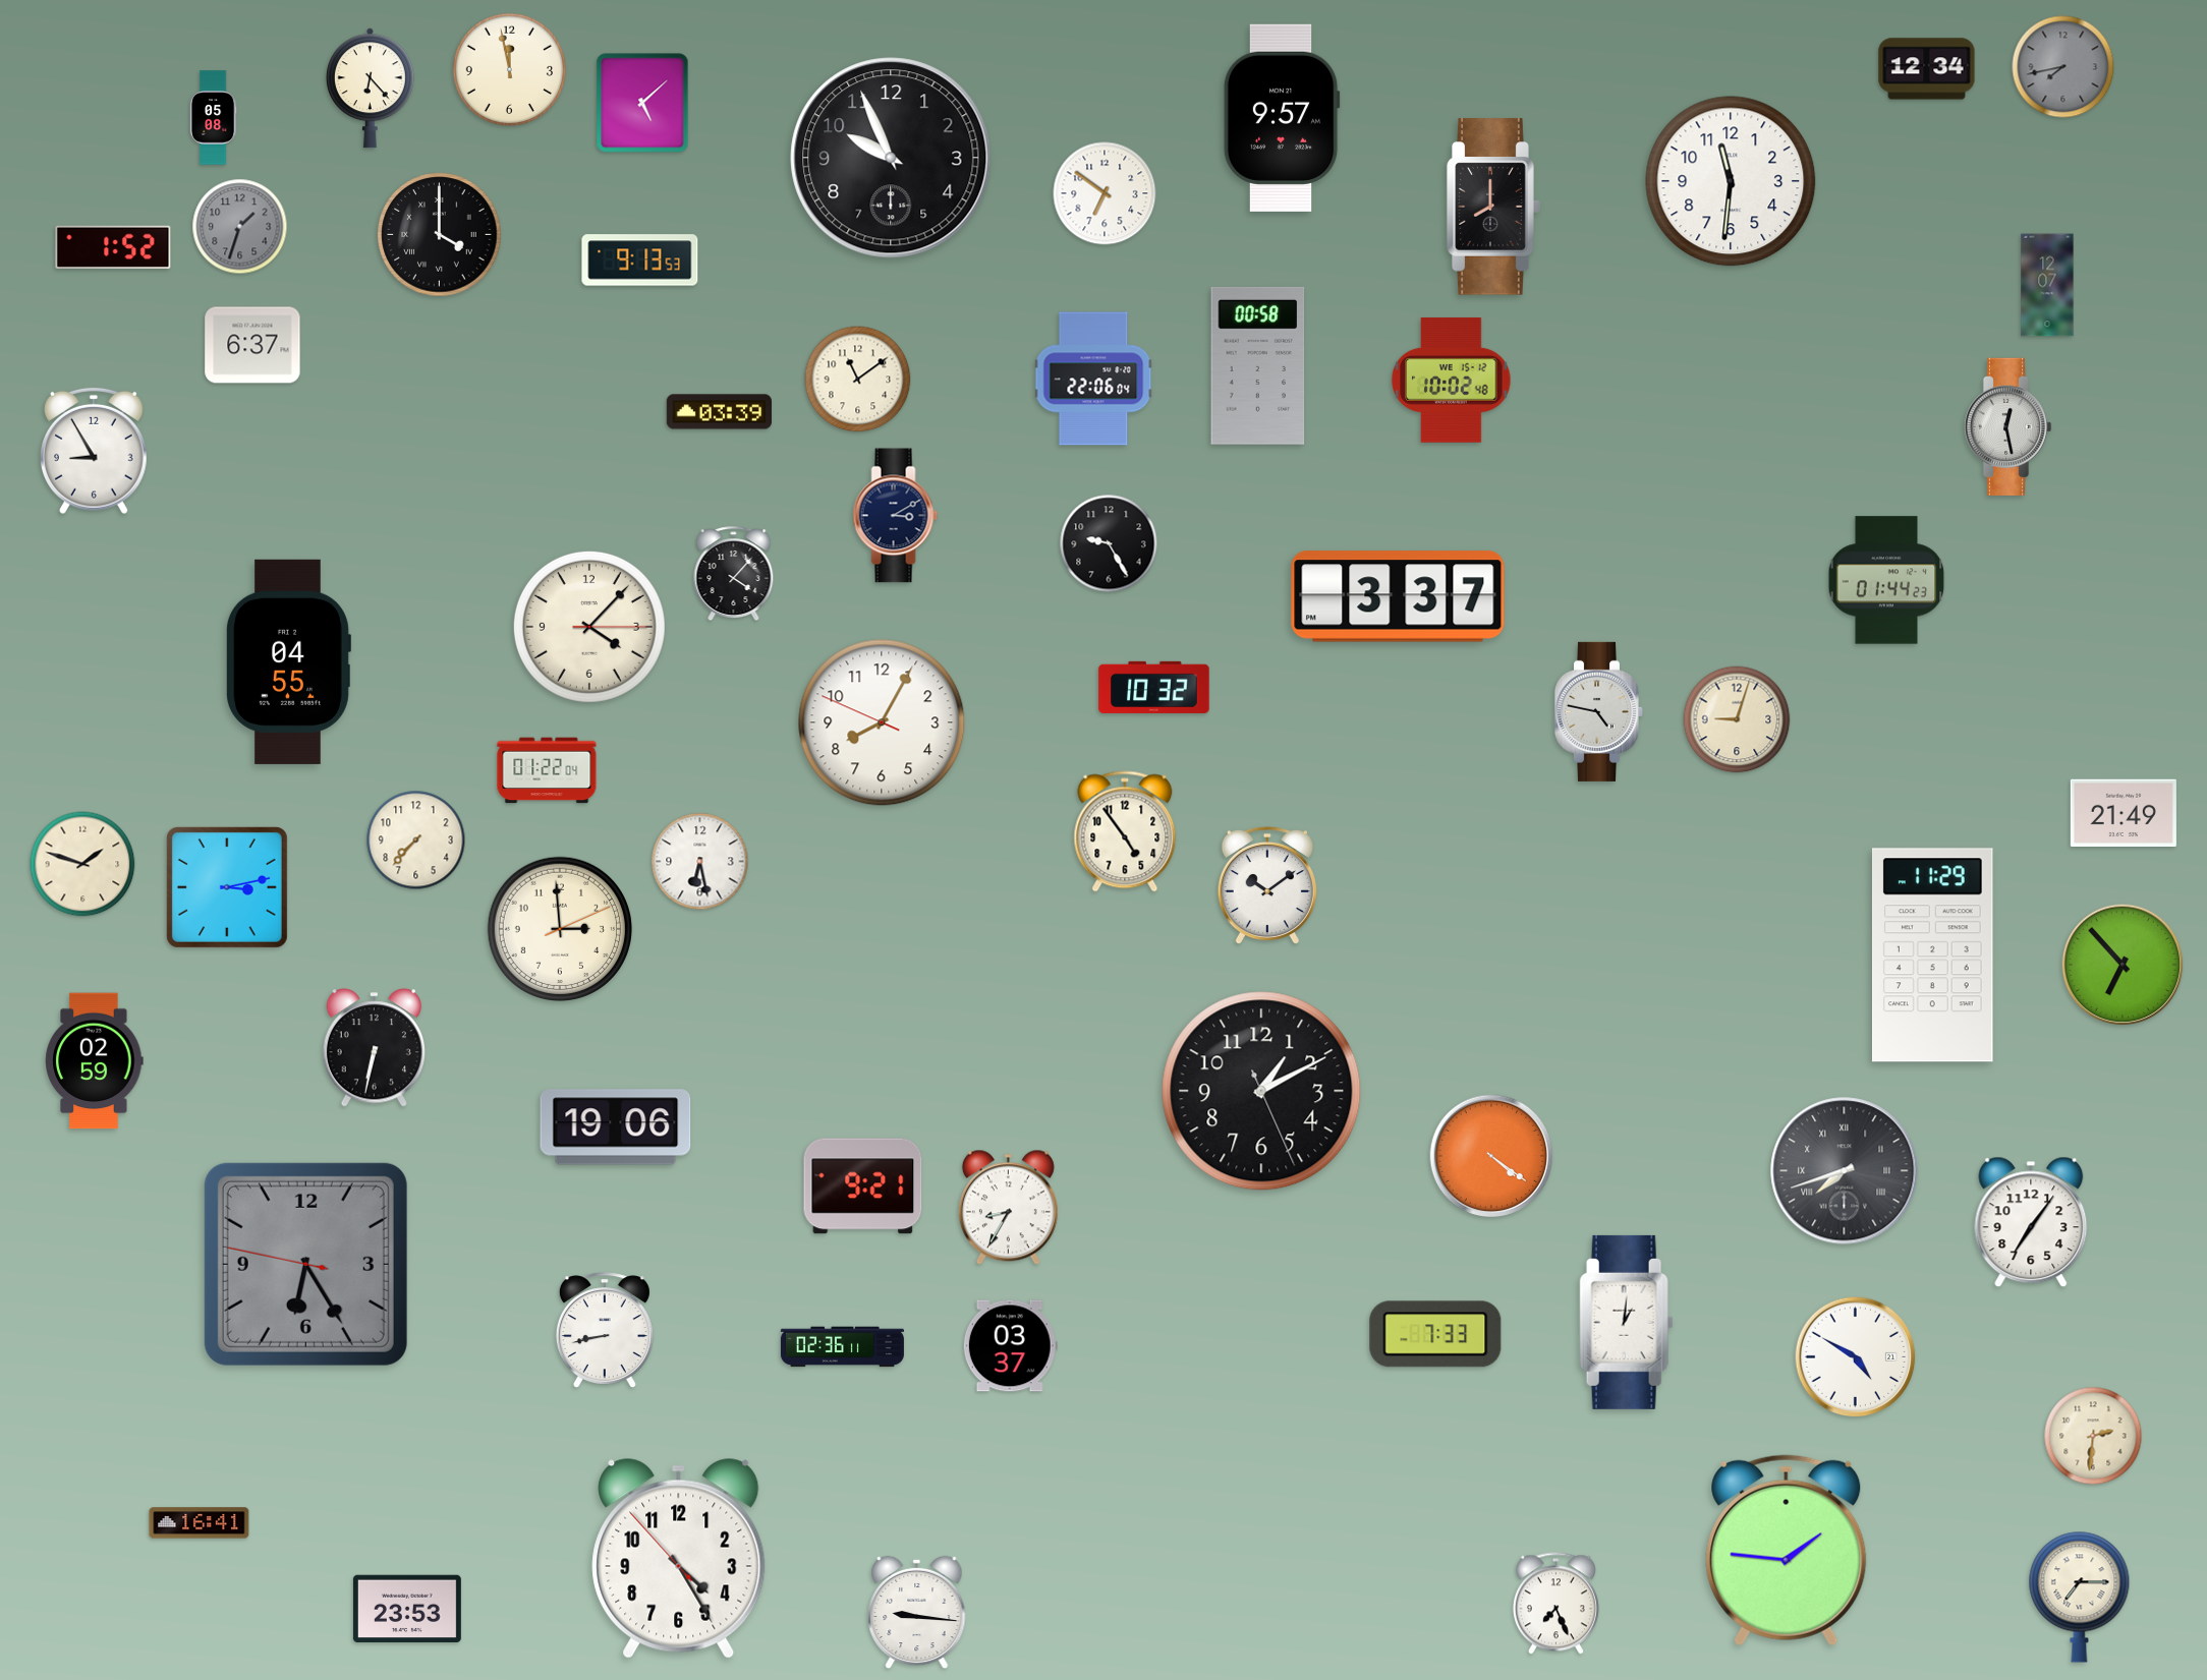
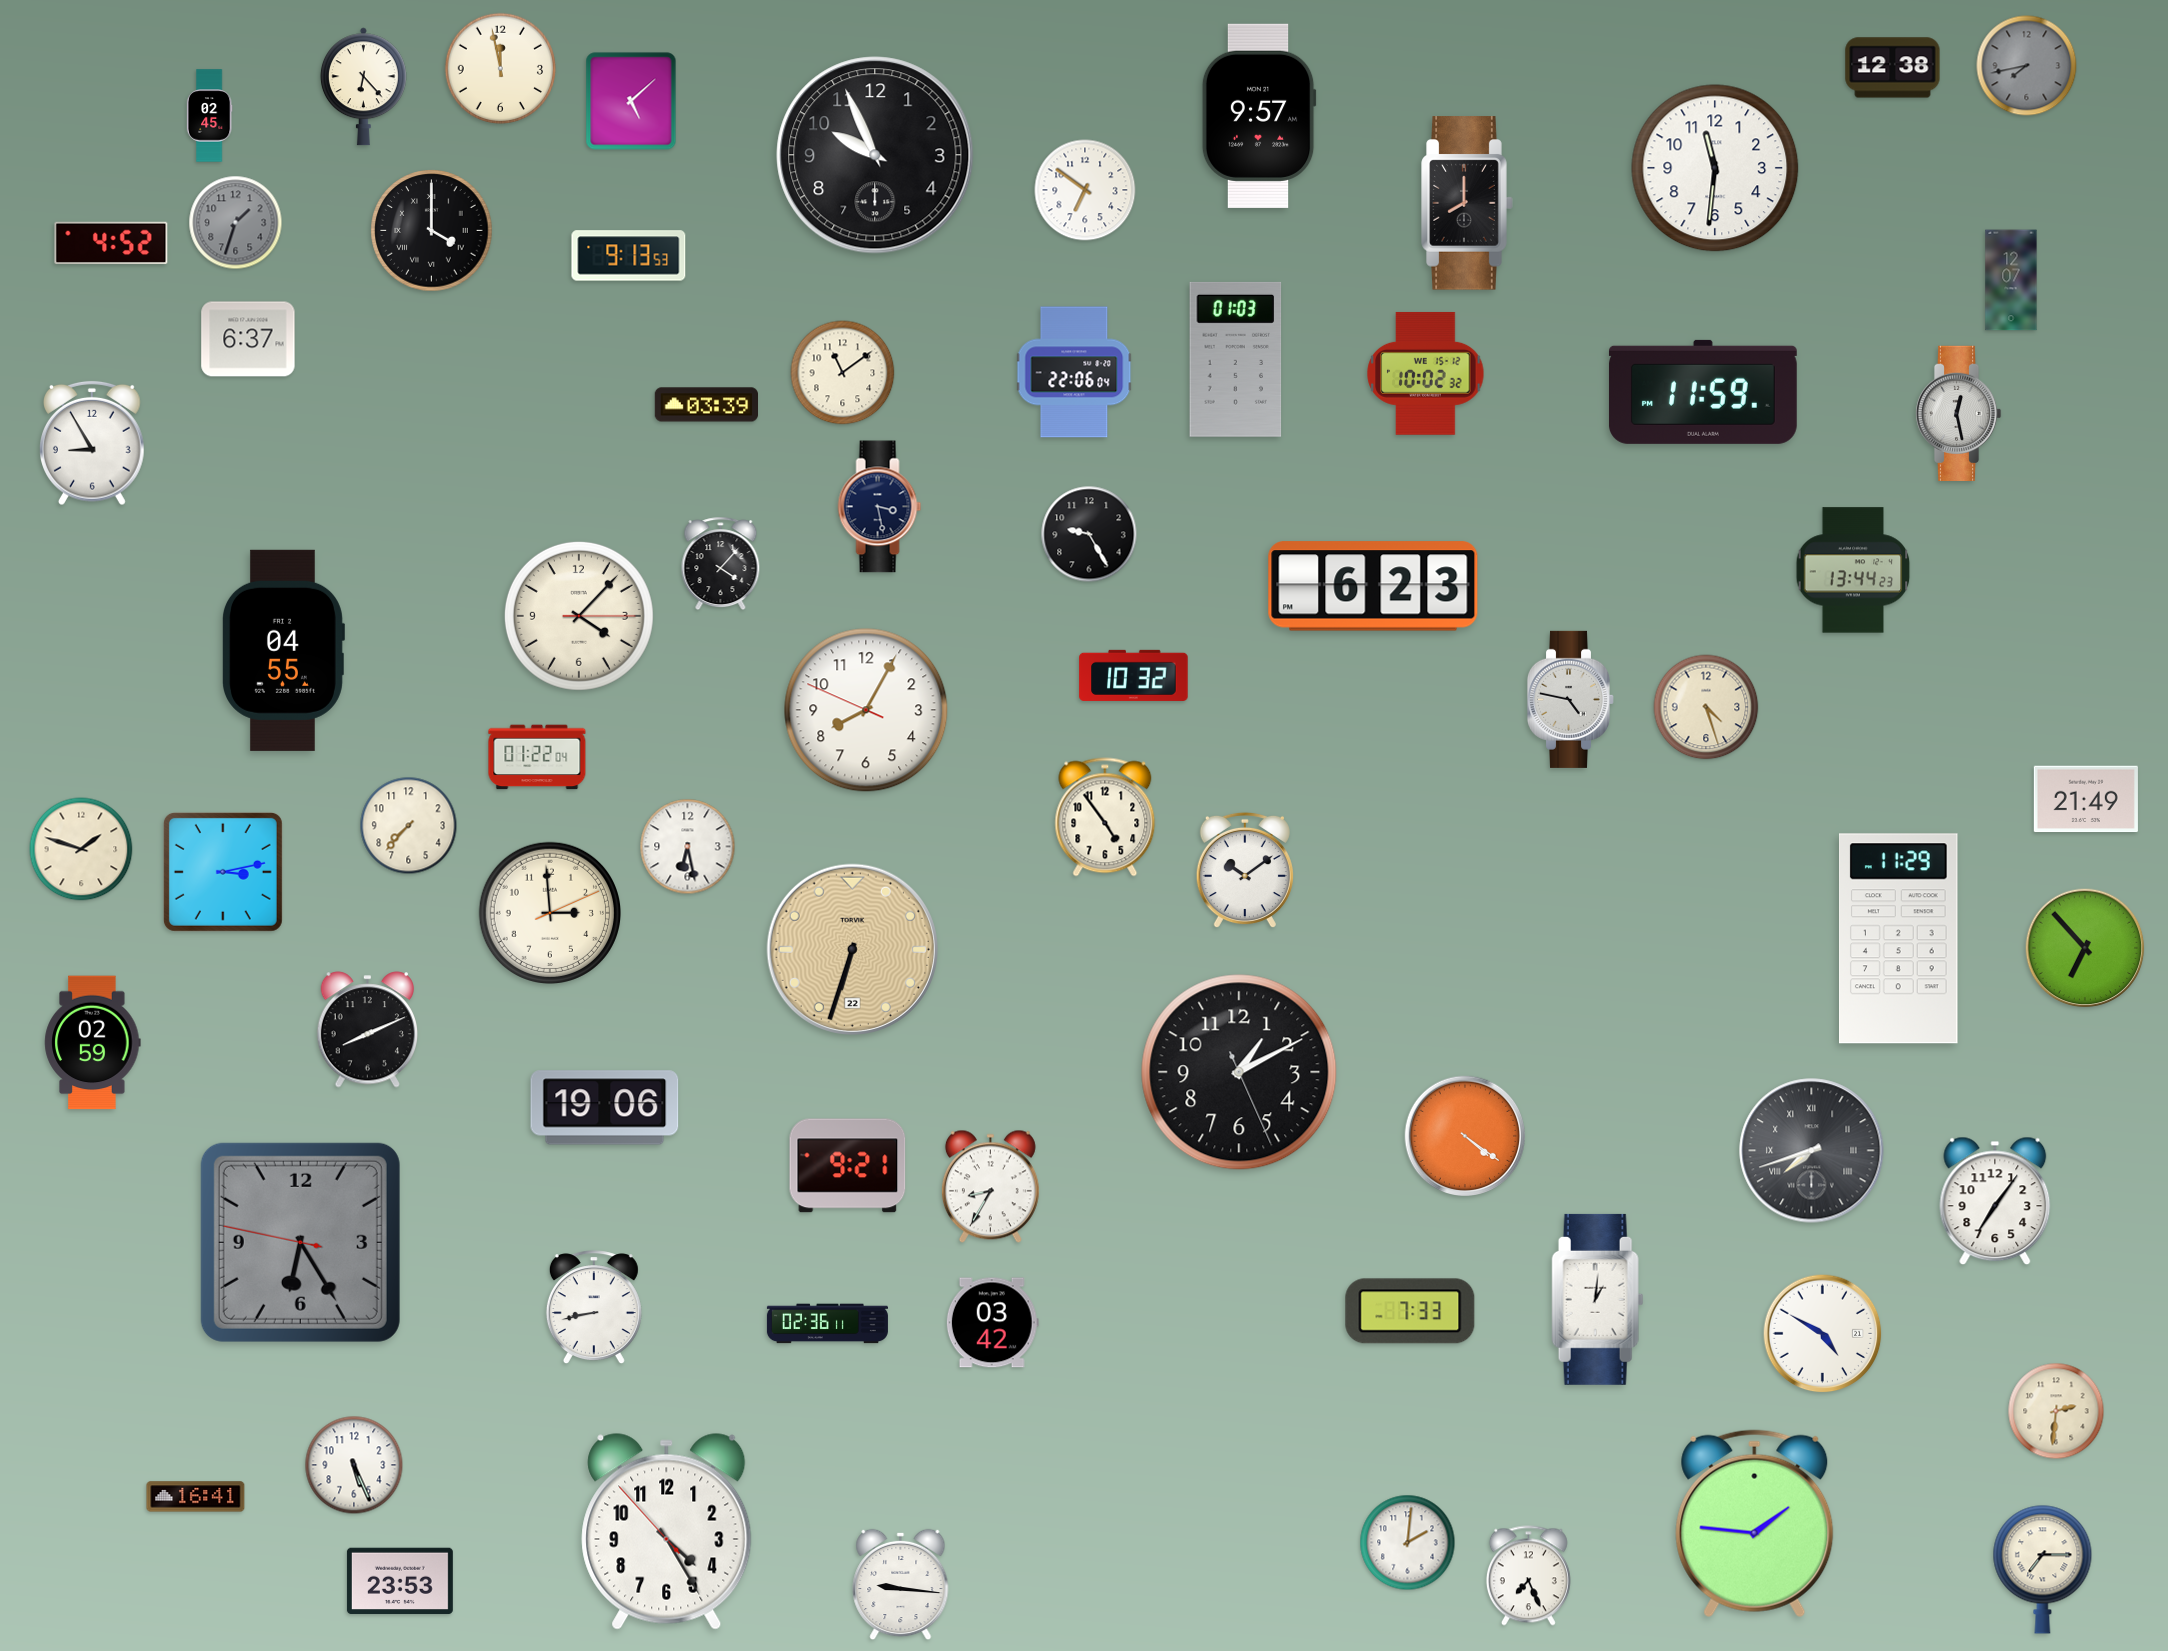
clock at (1927, 69): 12:34 -> 12:38
clock at (213, 118): 05:08 -> 02:45
clock at (1731, 181) position: (1731, 181) -> (1715, 168)
clock at (113, 247): 1:52 -> 4:52
clock at (1258, 365): 00:58 -> 01:03
clock at (1452, 380): 10:02:48 -> 10:02:32
clock at (1703, 392): none -> 11:59
clock at (2007, 426) position: (2007, 426) -> (1958, 413)
clock at (896, 516): 3:10 -> 3:28
clock at (1886, 580): 01:44 -> 13:44
clock at (1398, 596): 3:37 -> 6:23
clock at (1737, 719): 9:03 -> 4:27
clock at (852, 949): none -> 6:33
clock at (374, 1048): 6:32 -> 8:11
clock at (1010, 1346): 03:37 -> 03:42
clock at (354, 1465): none -> 5:26
clock at (1408, 1543): none -> 2:01
